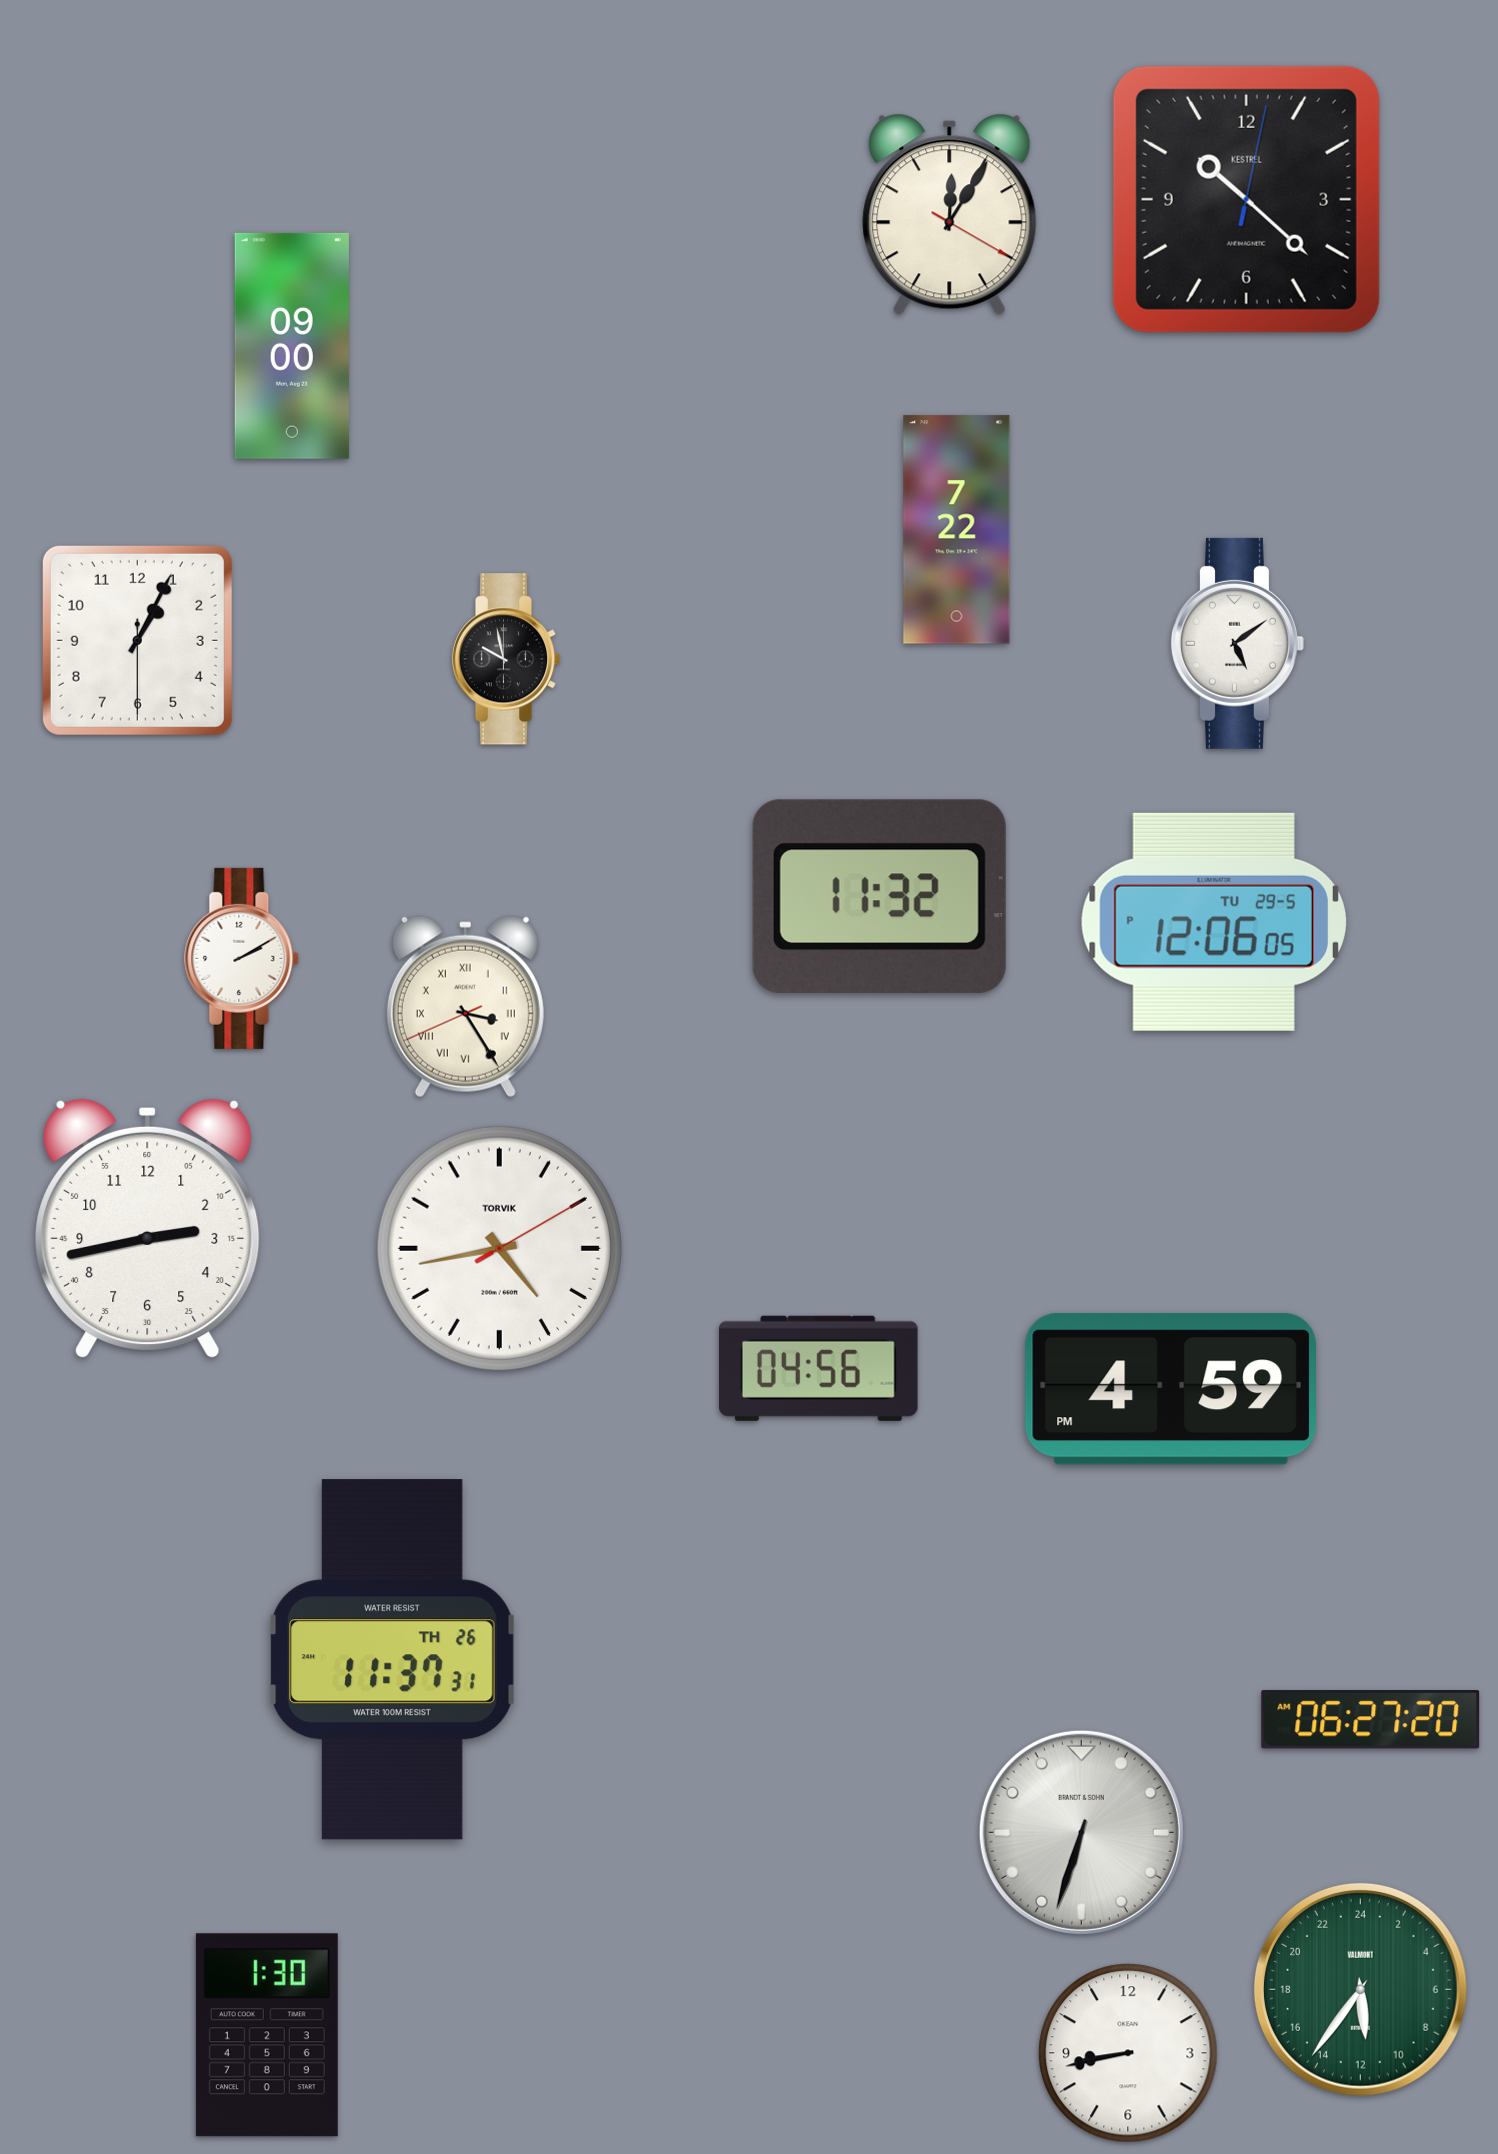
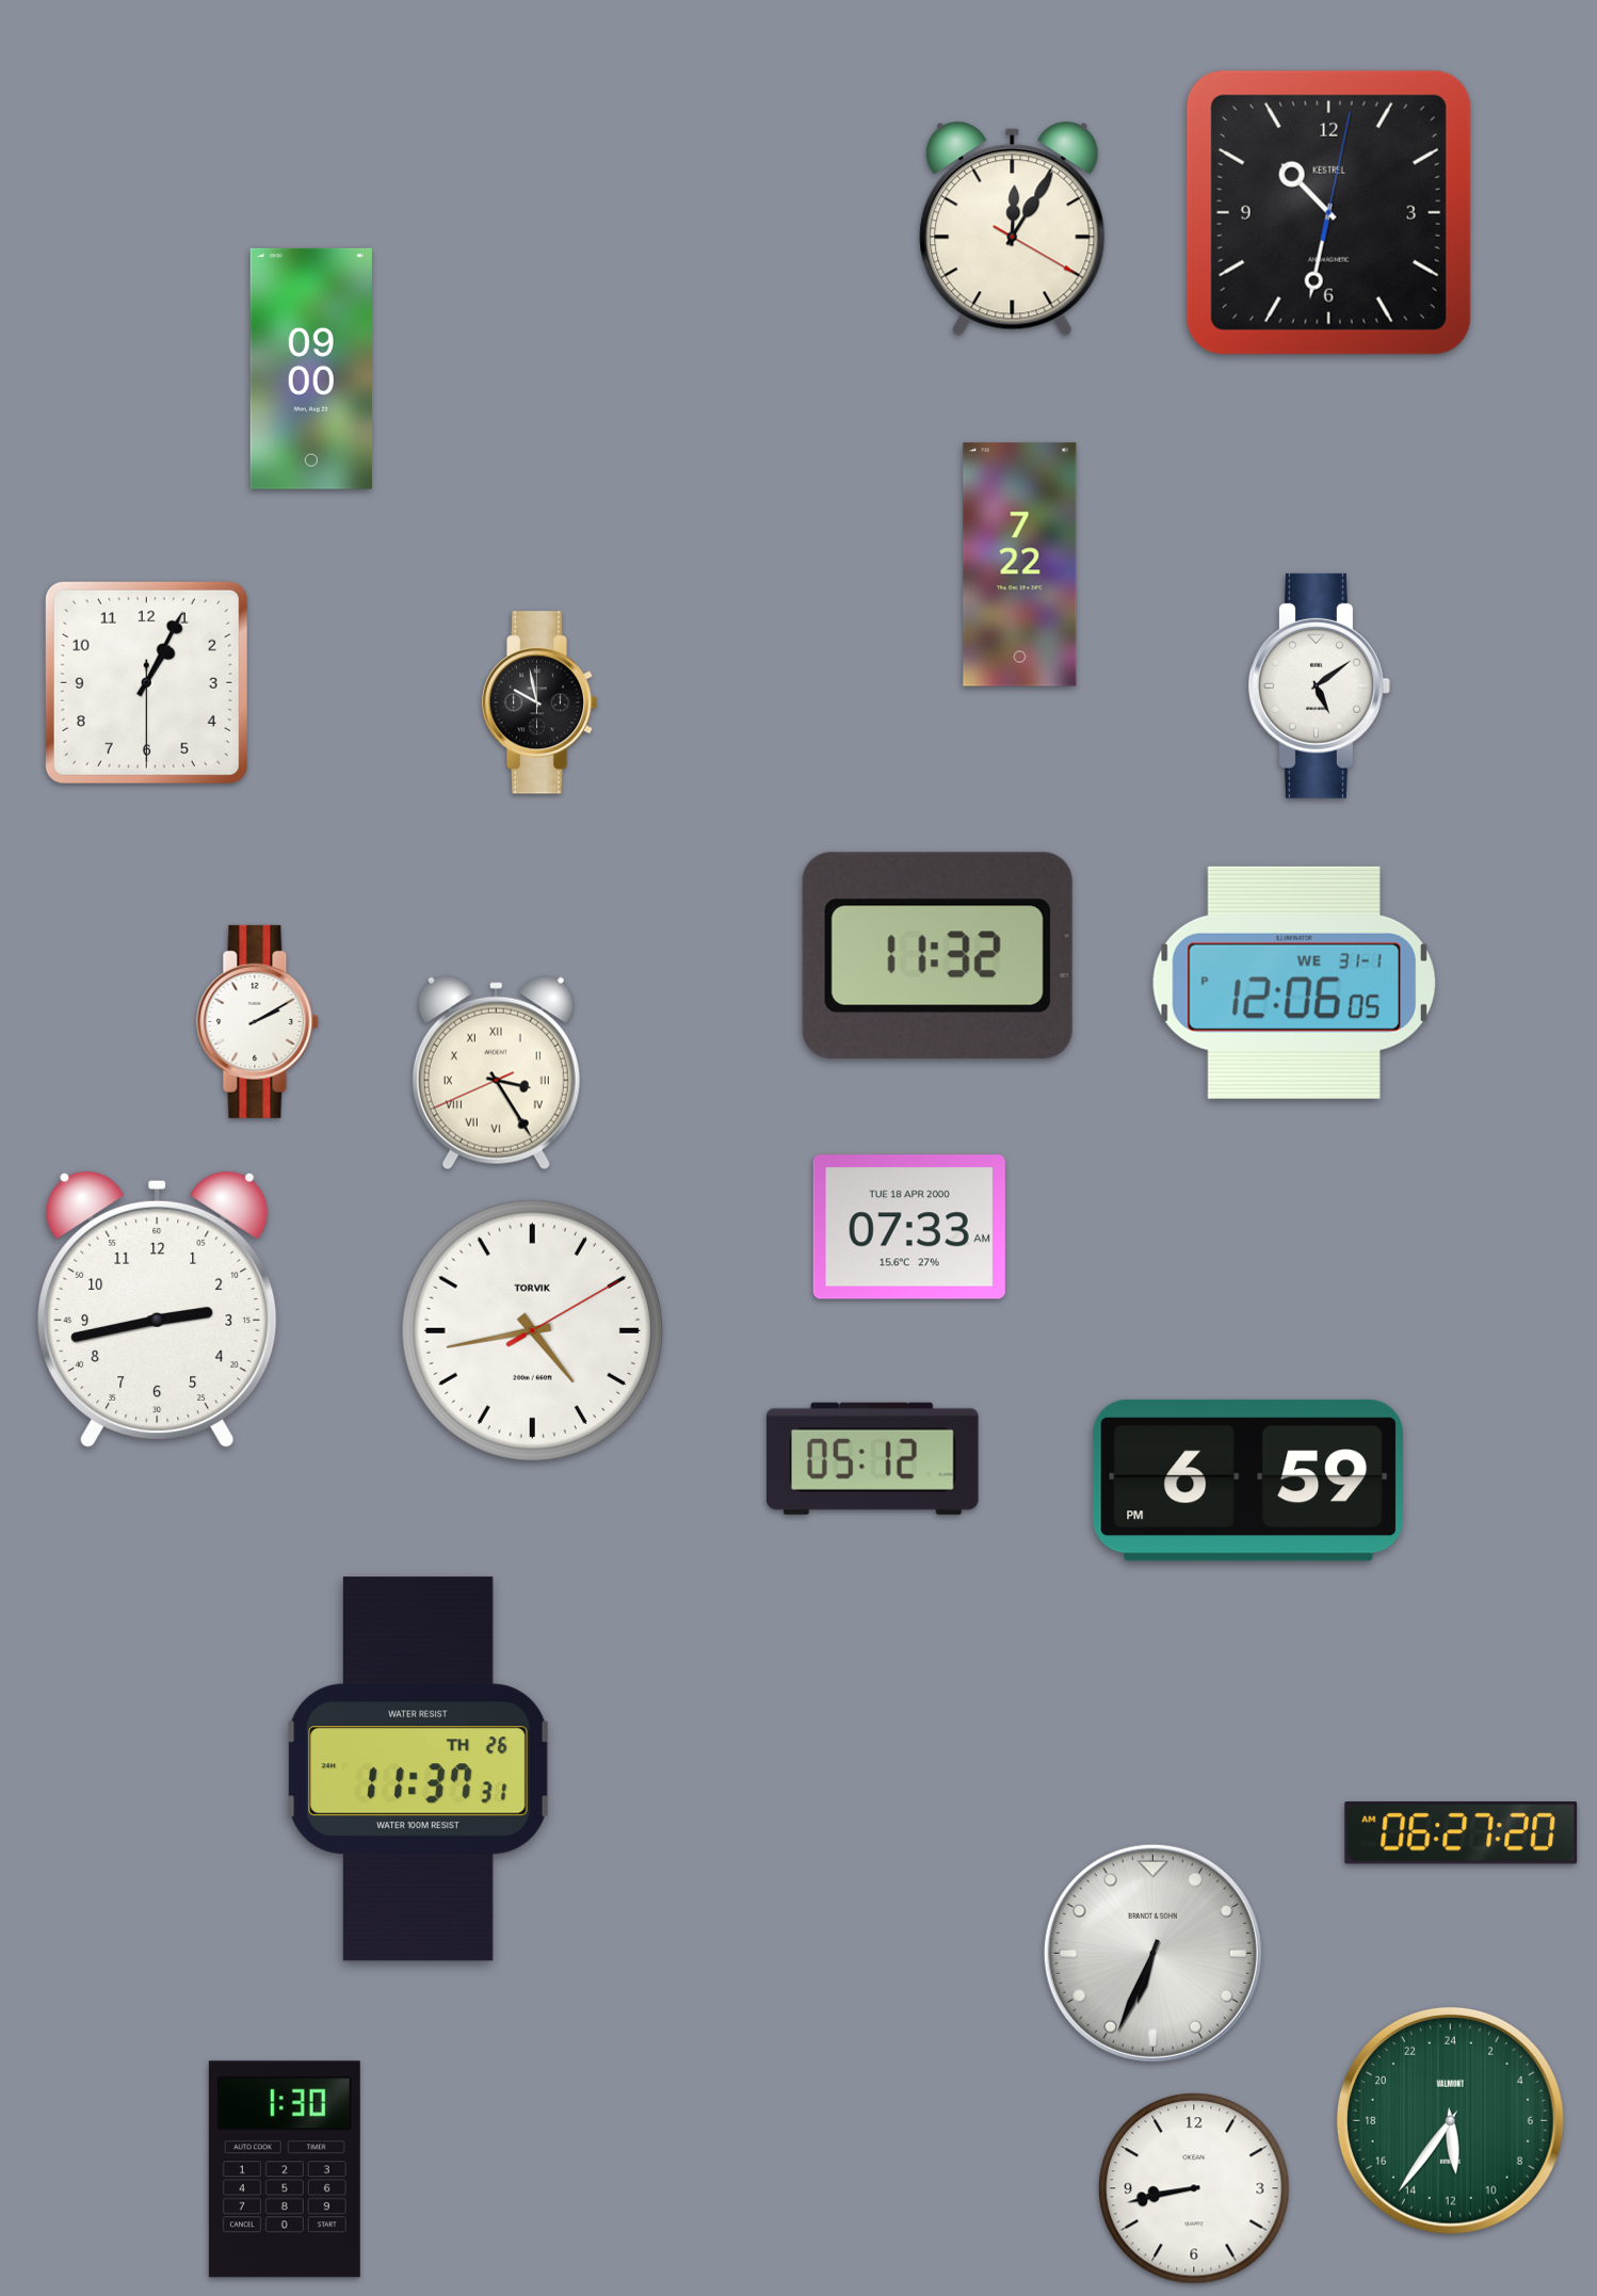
clock at (1246, 199): 10:22 -> 10:32
clock at (1214, 922) date: TU 29-5 -> WE 31-1
clock at (909, 1227): none -> 07:33
clock at (819, 1368): 04:56 -> 05:12
clock at (1170, 1389): 4:59 -> 6:59
clock at (1081, 1832): 6:33 -> 6:34
clock at (1128, 2053) position: (1128, 2053) -> (1194, 2188)
